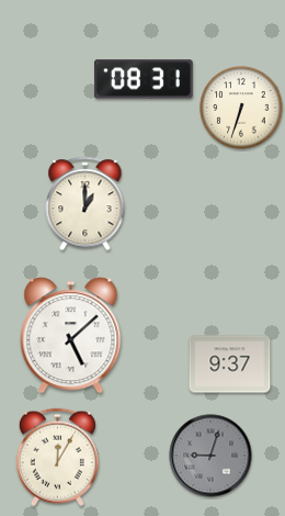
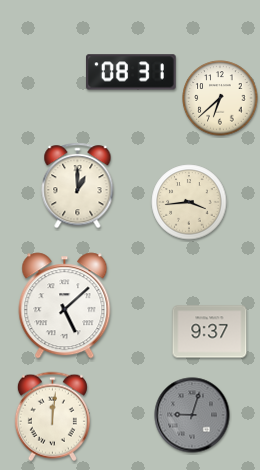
clock at (241, 108): 6:33 -> 6:38
clock at (189, 202): none -> 3:44
clock at (57, 458): 12:05 -> 12:01
